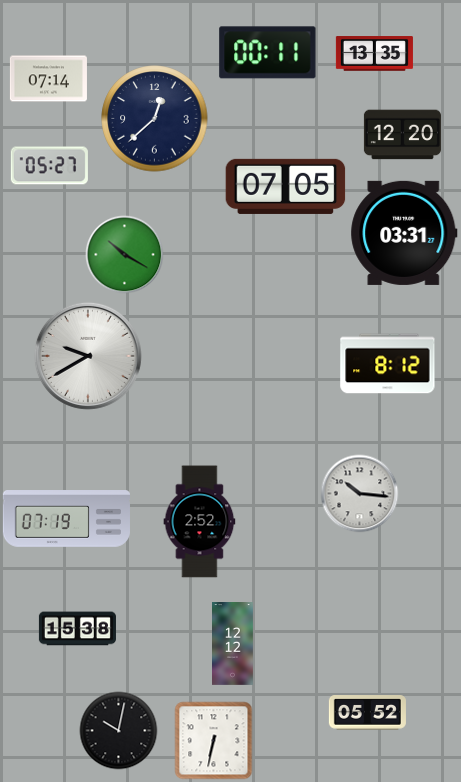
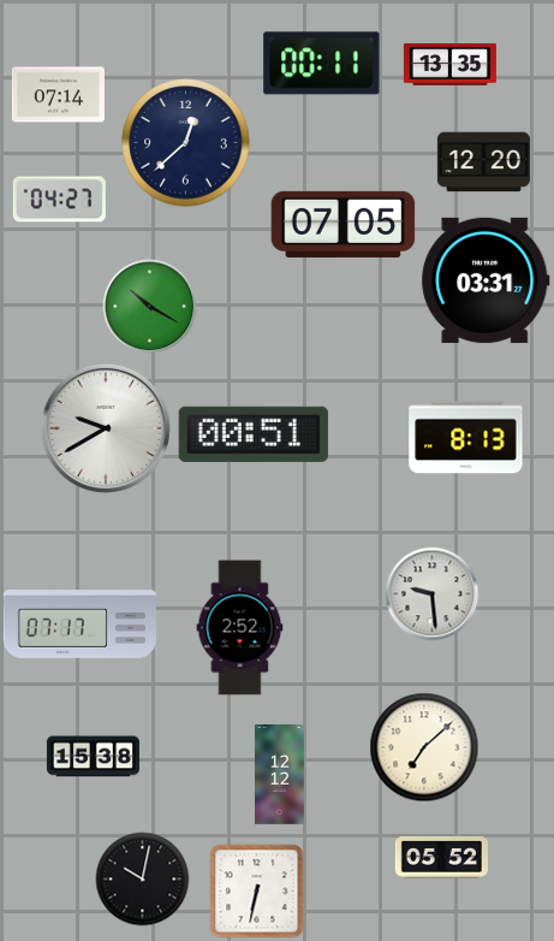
clock at (49, 166): 05:27 -> 04:27
clock at (254, 434): none -> 00:51
clock at (388, 364): 8:12 -> 8:13
clock at (359, 493): 10:16 -> 9:29
clock at (66, 519): 07:19 -> 07:17
clock at (424, 747): none -> 7:08
